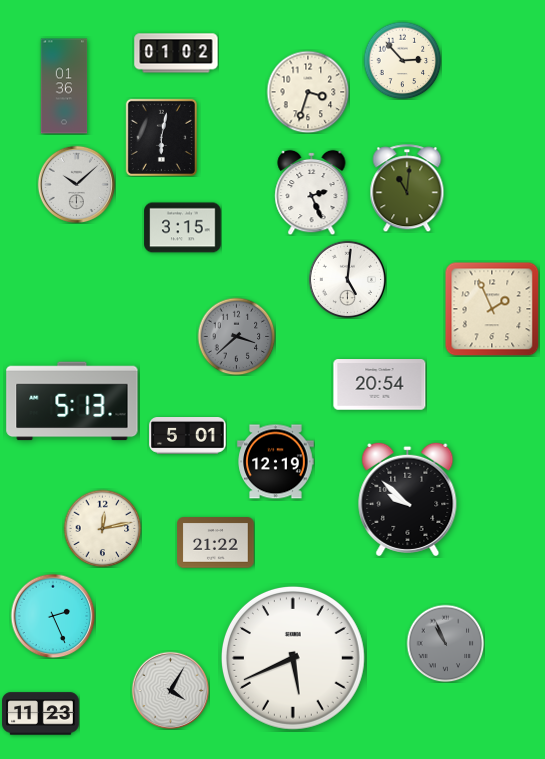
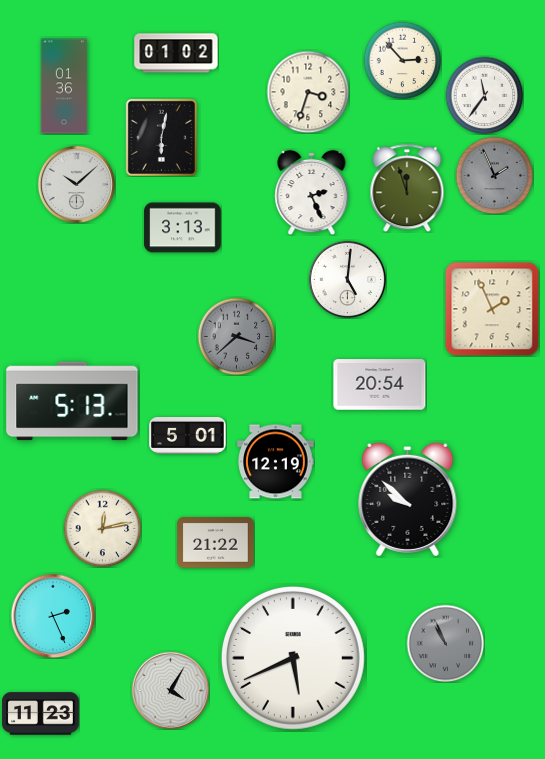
clock at (484, 95): none -> 11:36
clock at (494, 175): none -> 1:56
clock at (407, 188): 11:01 -> 11:57
clock at (183, 228): 3:15 -> 3:13
